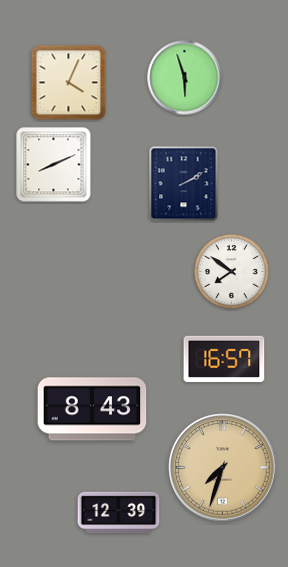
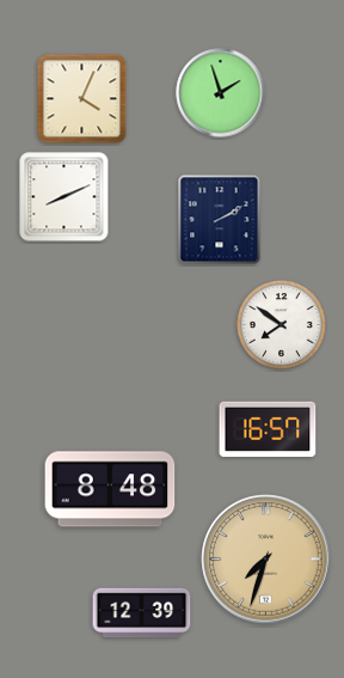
clock at (185, 78): 5:57 -> 1:57
clock at (232, 272) position: (232, 272) -> (282, 325)
clock at (92, 409): 8:43 -> 8:48
